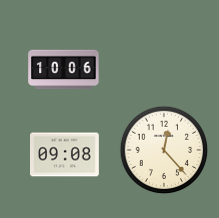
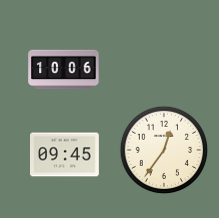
clock at (164, 150): 12:23 -> 12:36
clock at (65, 155): 09:08 -> 09:45
